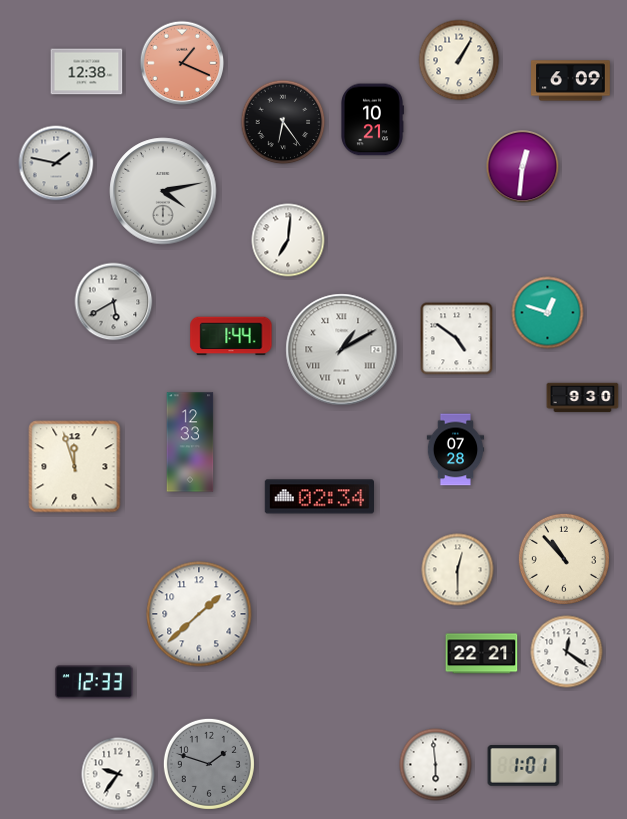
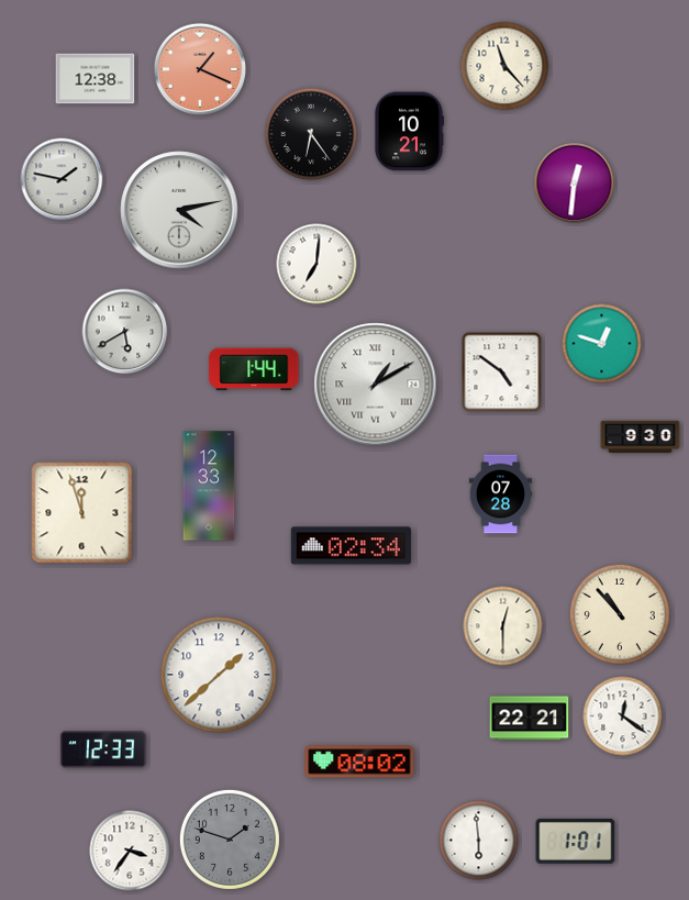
clock at (459, 60): 1:05 -> 11:23
clock at (571, 81): 6:09 -> none
clock at (359, 762): none -> 08:02
clock at (118, 774): 9:36 -> 3:36
